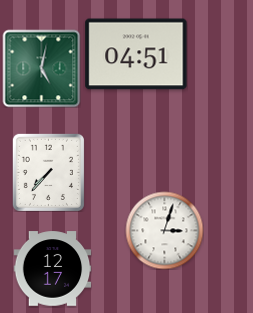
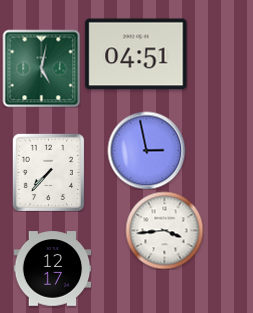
clock at (146, 150): none -> 2:58
clock at (164, 230): 3:03 -> 3:44
